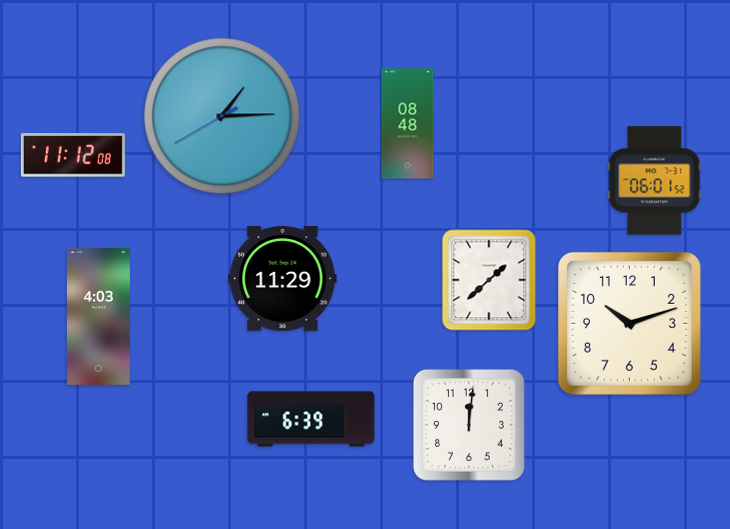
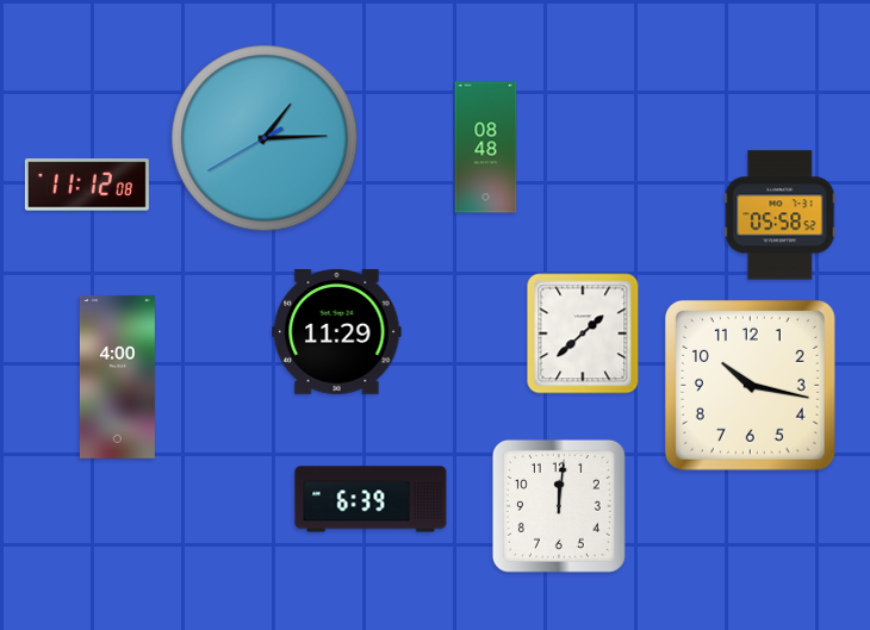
clock at (655, 181): 06:01 -> 05:58
clock at (98, 316): 4:03 -> 4:00
clock at (629, 323): 10:12 -> 10:17
